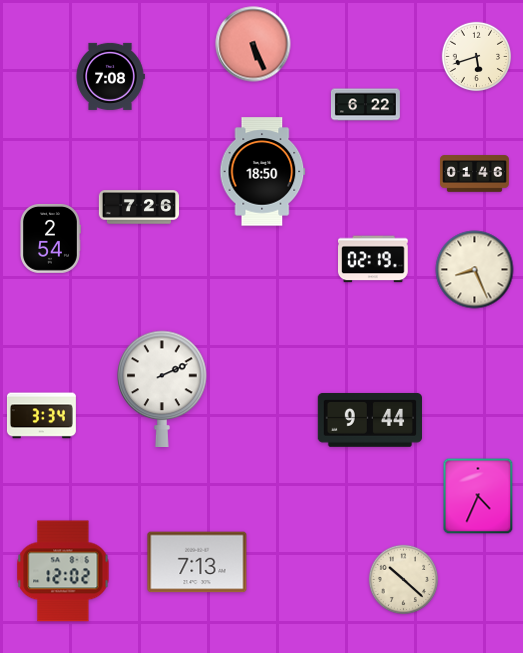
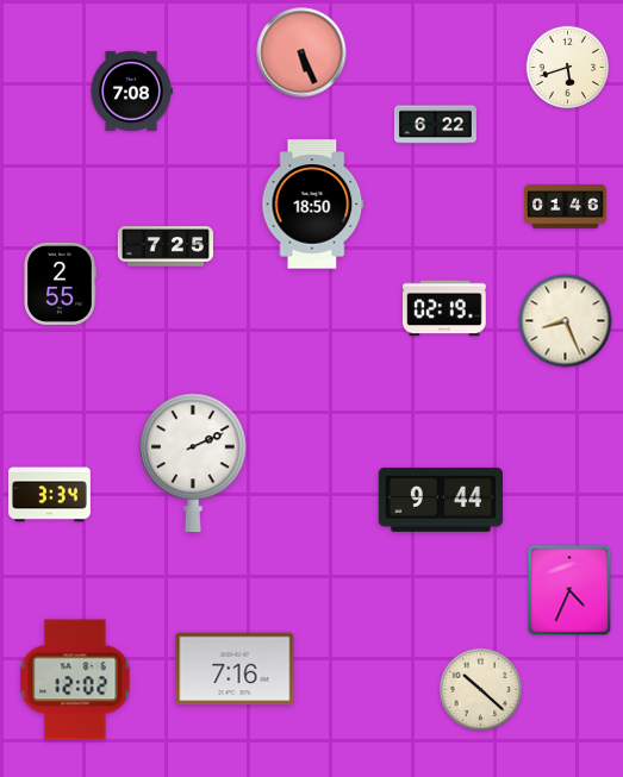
clock at (139, 207): 7:26 -> 7:25
clock at (51, 238): 2:54 -> 2:55
clock at (197, 562): 7:13 -> 7:16
